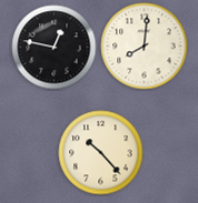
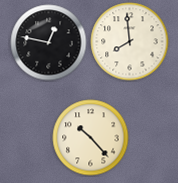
clock at (145, 47): 8:01 -> 7:59
